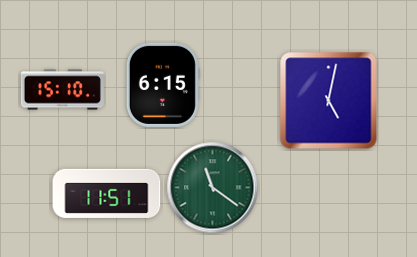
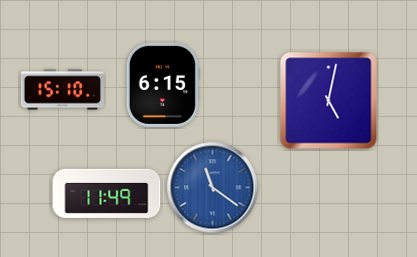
clock at (213, 188) dial: green -> blue
clock at (107, 193): 11:51 -> 11:49
